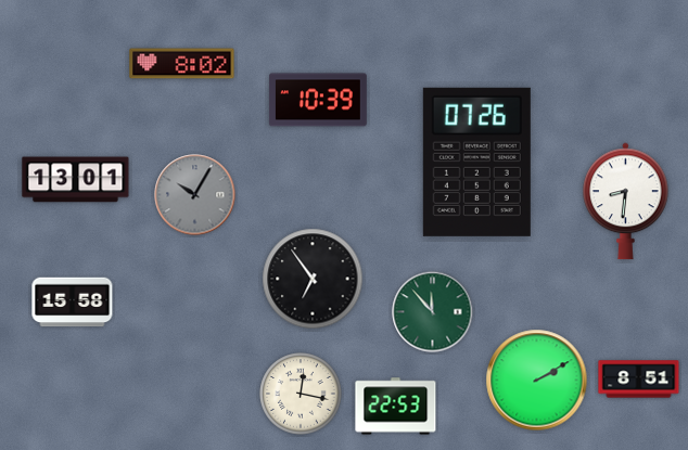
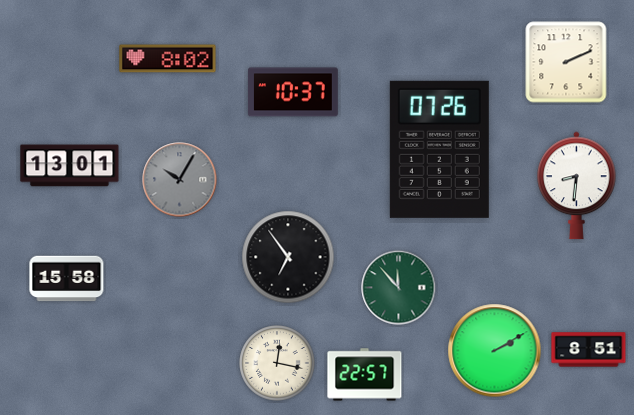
clock at (566, 62): none -> 2:11
clock at (318, 100): 10:39 -> 10:37
clock at (396, 407): 22:53 -> 22:57
